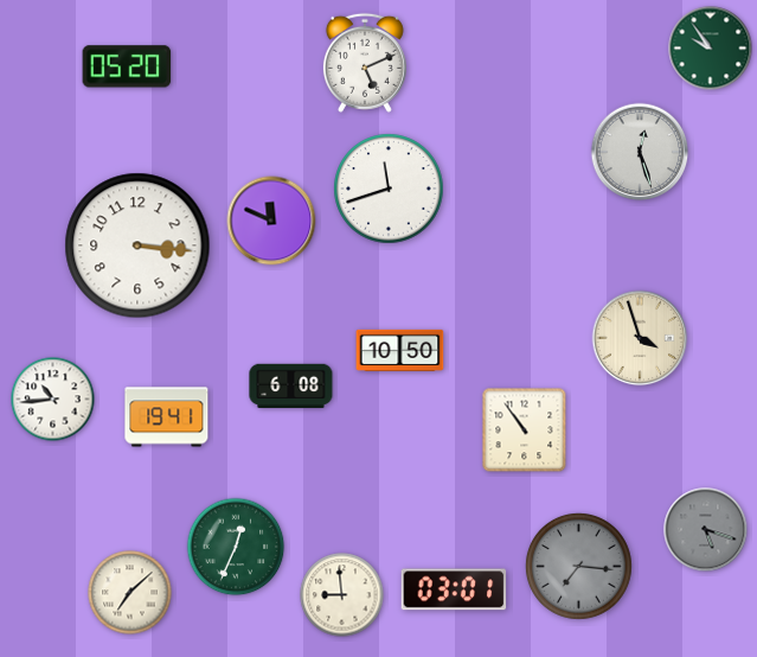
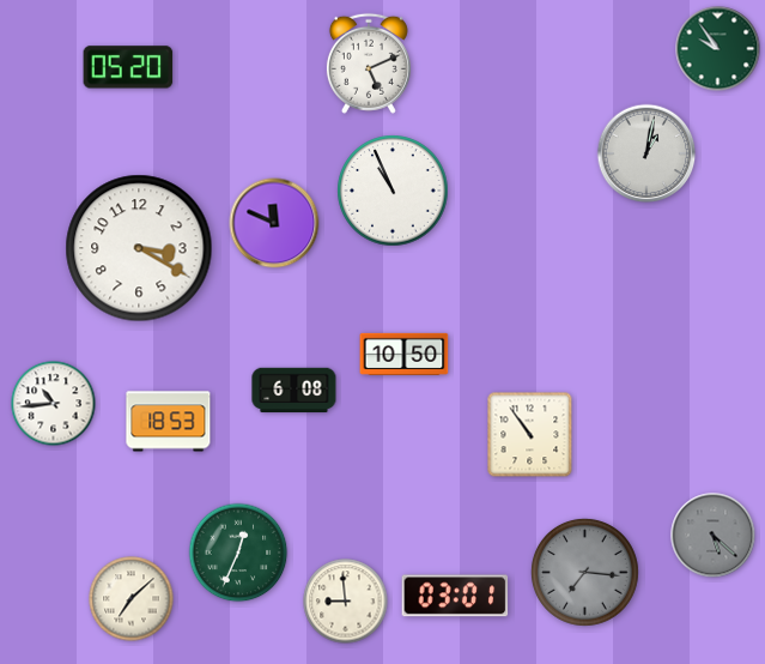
clock at (640, 152): 12:27 -> 1:02
clock at (389, 189): 11:42 -> 10:56
clock at (137, 245): 3:16 -> 3:20
clock at (640, 338): 3:57 -> none
clock at (167, 417): 19:41 -> 18:53
clock at (706, 530): 5:18 -> 5:22
clock at (454, 589) position: (454, 589) -> (455, 596)
